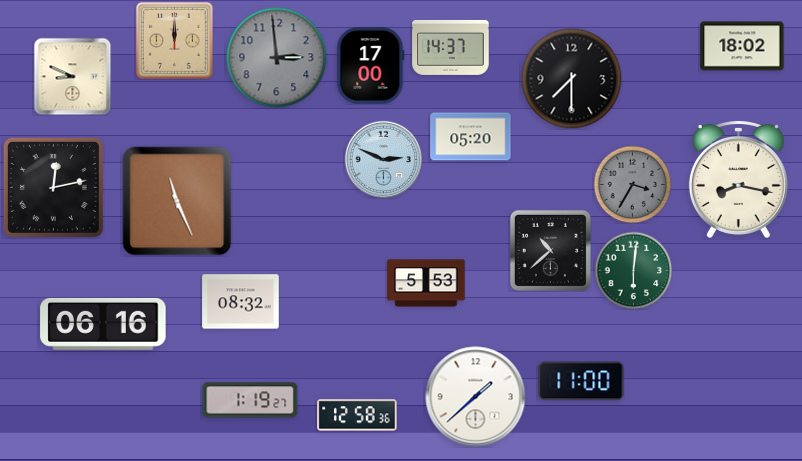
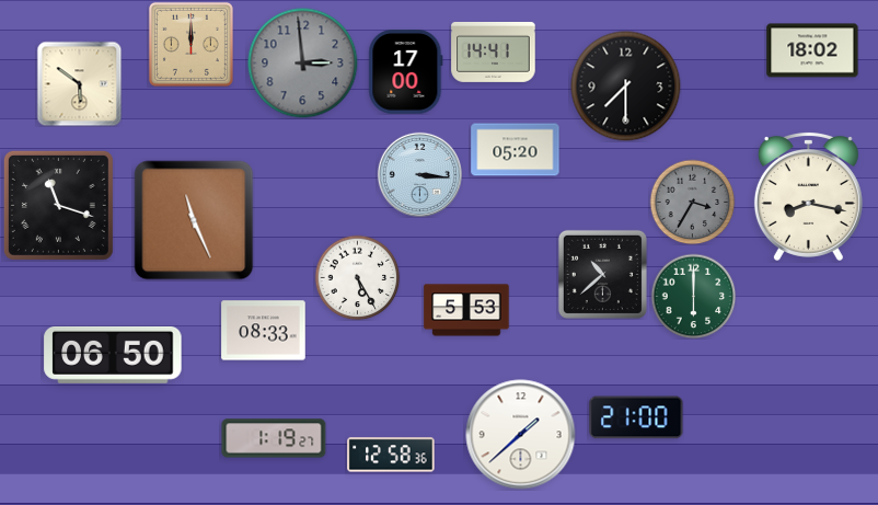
clock at (451, 47): 14:37 -> 14:41
clock at (72, 76): 8:49 -> 5:51
clock at (383, 159): 2:49 -> 3:16
clock at (53, 187): 12:13 -> 11:18
clock at (357, 277): none -> 5:25
clock at (633, 270): 6:01 -> 6:00
clock at (241, 302): 08:32 -> 08:33
clock at (103, 324): 06:16 -> 06:50
clock at (581, 381): 11:00 -> 21:00
